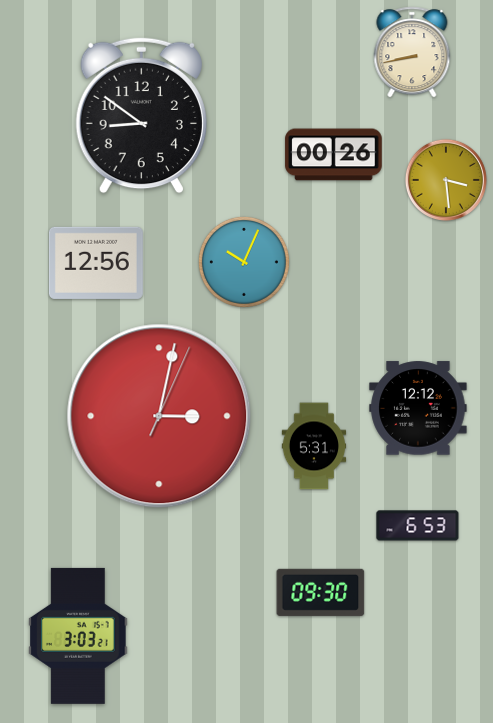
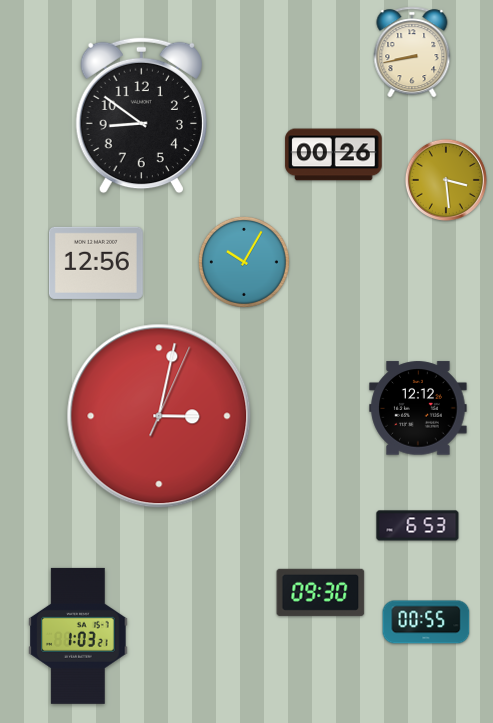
clock at (244, 262): 10:04 -> 10:05
clock at (314, 446): 5:31 -> none
clock at (426, 622): none -> 00:55
clock at (78, 636): 3:03 -> 1:03
